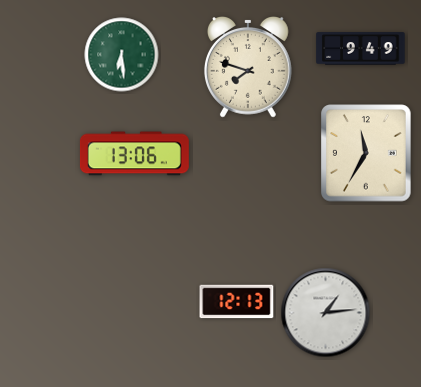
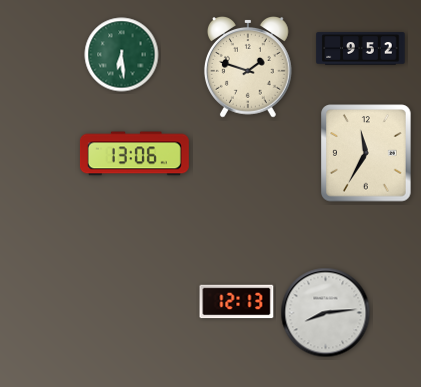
clock at (361, 49): 9:49 -> 9:52
clock at (248, 68): 7:48 -> 1:48
clock at (326, 313): 1:14 -> 8:14
